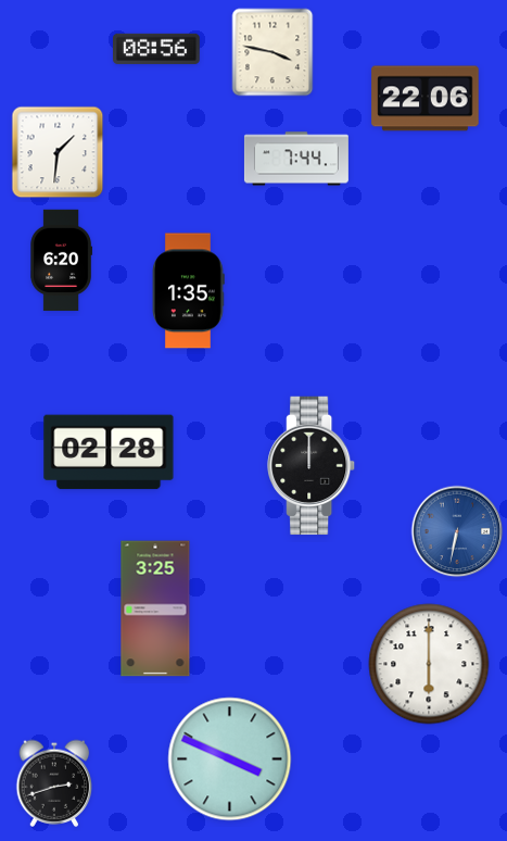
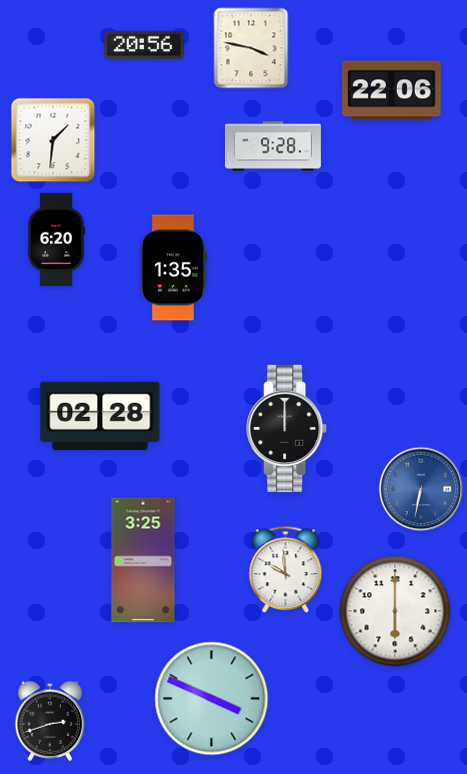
clock at (157, 49): 08:56 -> 20:56
clock at (296, 159): 7:44 -> 9:28
clock at (286, 570): none -> 9:59
